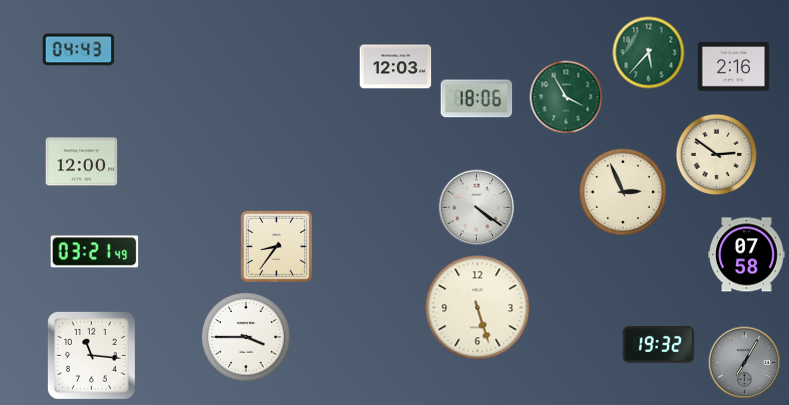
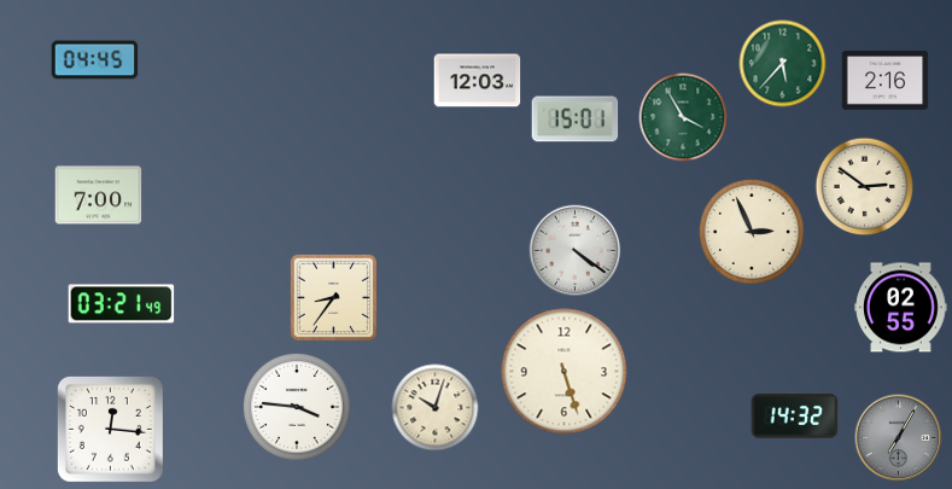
clock at (79, 50): 04:43 -> 04:45
clock at (477, 99): 18:06 -> 15:01
clock at (82, 162): 12:00 -> 7:00
clock at (95, 252) position: (95, 252) -> (122, 304)
clock at (747, 255): 07:58 -> 02:55
clock at (478, 308) position: (478, 308) -> (565, 372)
clock at (247, 338): 3:45 -> 3:46
clock at (436, 408): none -> 10:03
clock at (659, 345): 19:32 -> 14:32
clock at (91, 355): 11:16 -> 12:16
